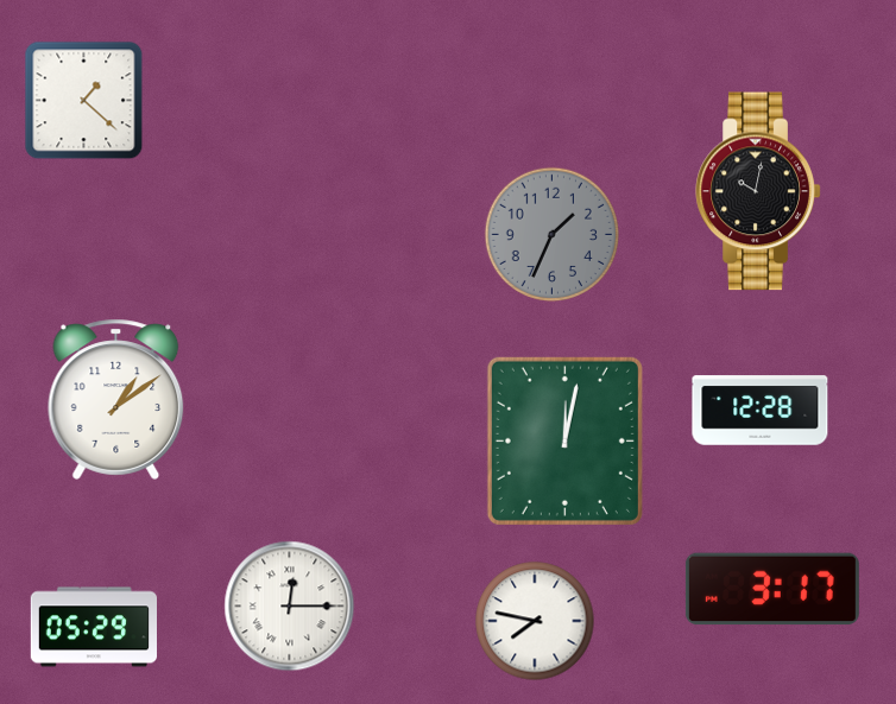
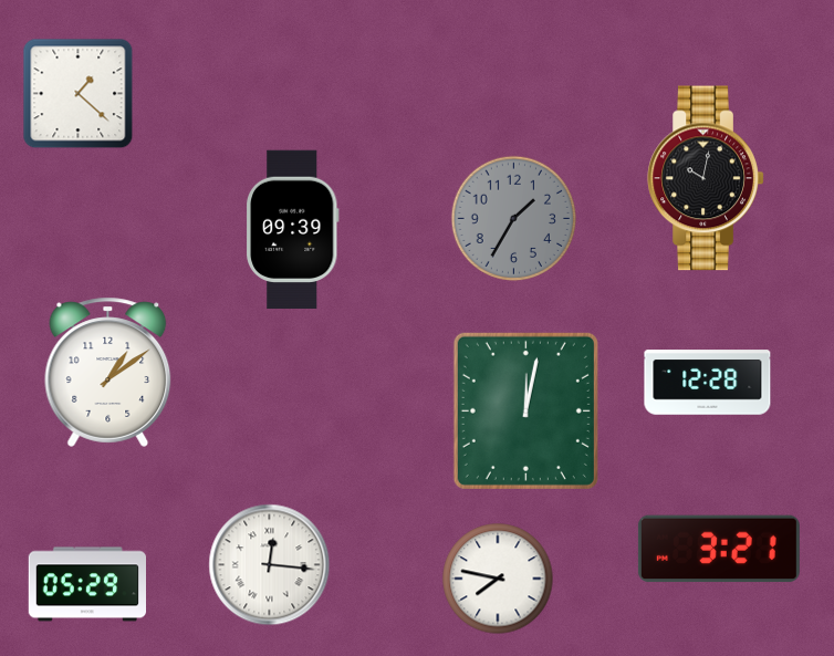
clock at (551, 234): 1:34 -> 1:35
clock at (292, 230): none -> 09:39
clock at (772, 589): 3:17 -> 3:21
clock at (290, 607): 12:15 -> 12:16
